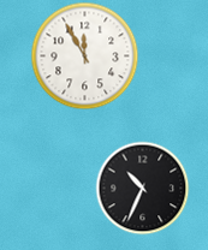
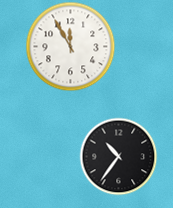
clock at (142, 187): 10:34 -> 10:36
